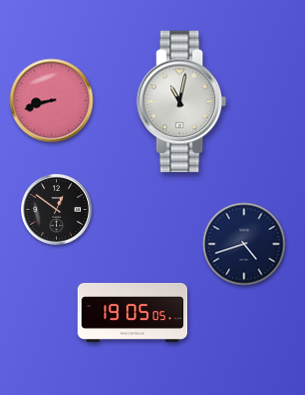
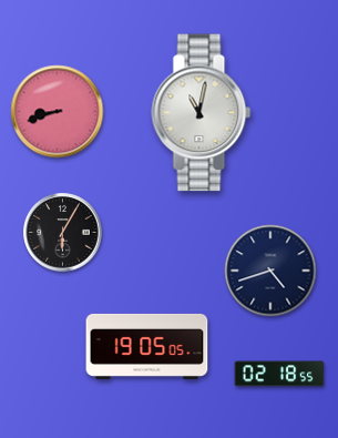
clock at (57, 210): 12:51 -> 6:05
clock at (279, 374): none -> 02:18
